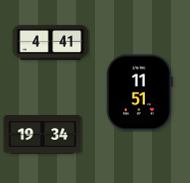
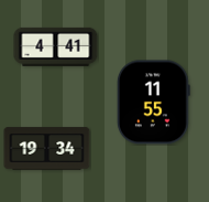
clock at (139, 93): 11:51 -> 11:55
